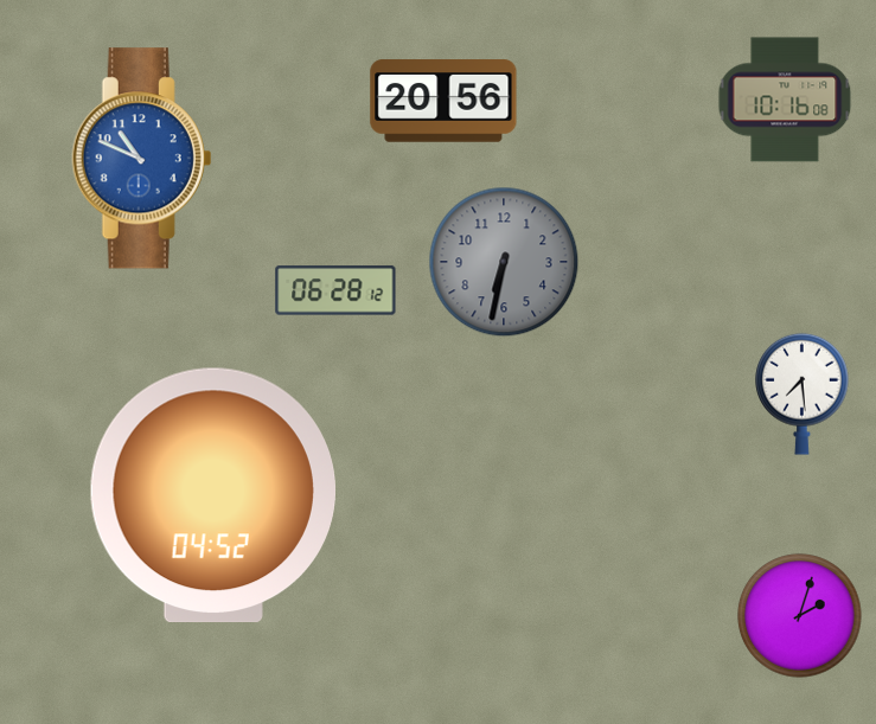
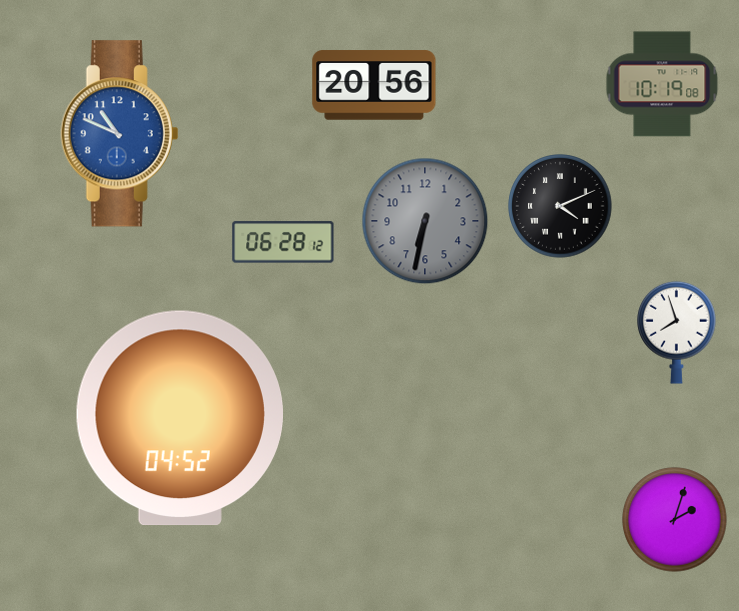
clock at (785, 100): 10:16 -> 10:19
clock at (560, 206): none -> 4:11
clock at (335, 290) position: (335, 290) -> (283, 242)
clock at (803, 393): 7:29 -> 7:57
